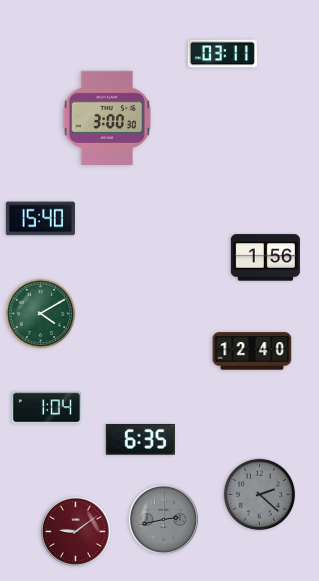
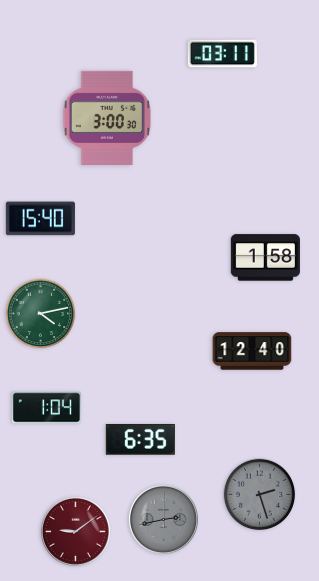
clock at (265, 258): 1:56 -> 1:58
clock at (41, 314): 4:10 -> 4:13
clock at (260, 495): 2:22 -> 2:27
